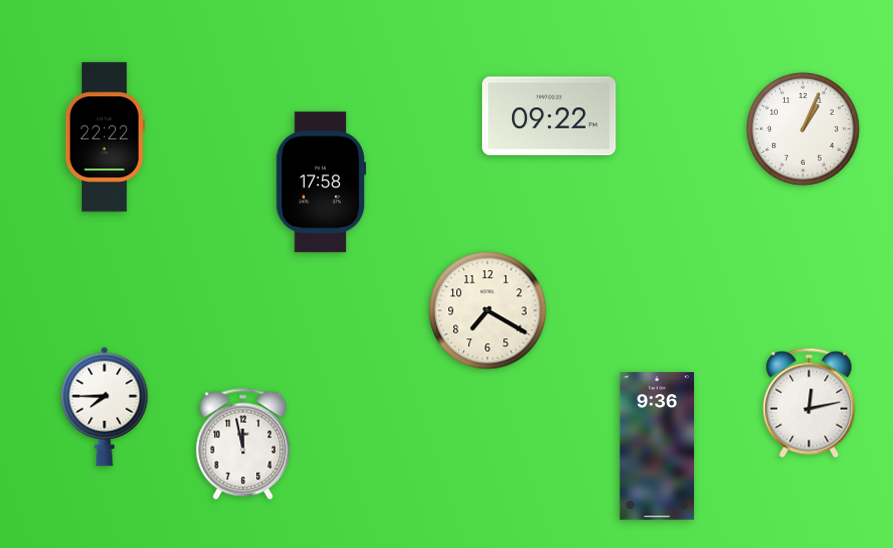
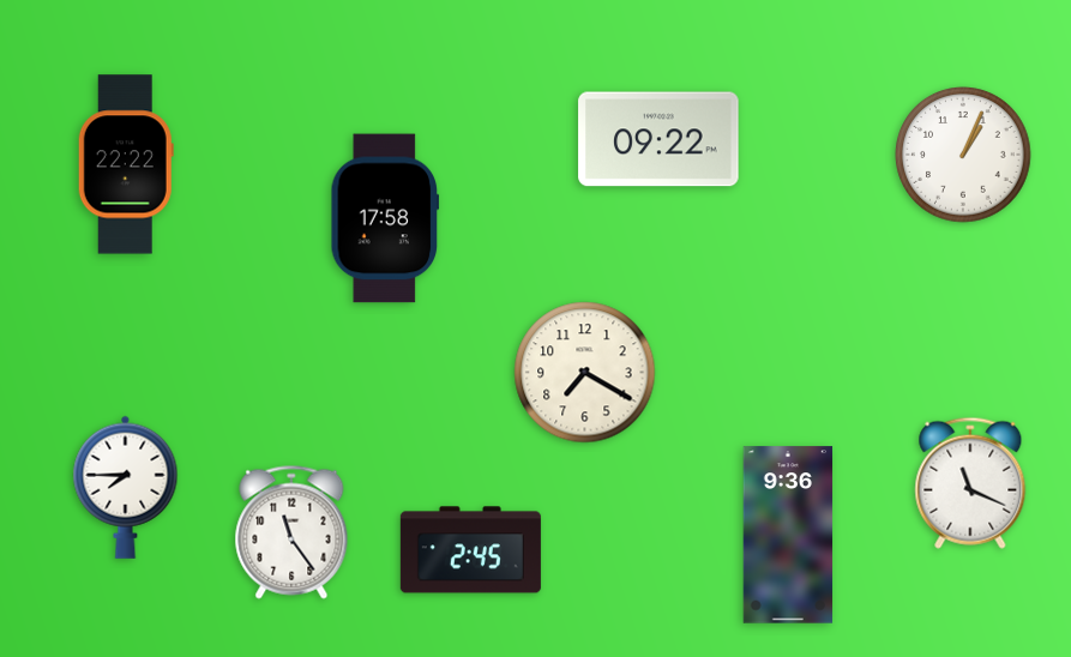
clock at (809, 403): 12:13 -> 11:19
clock at (243, 444): 11:58 -> 11:24
clock at (470, 550): none -> 2:45
